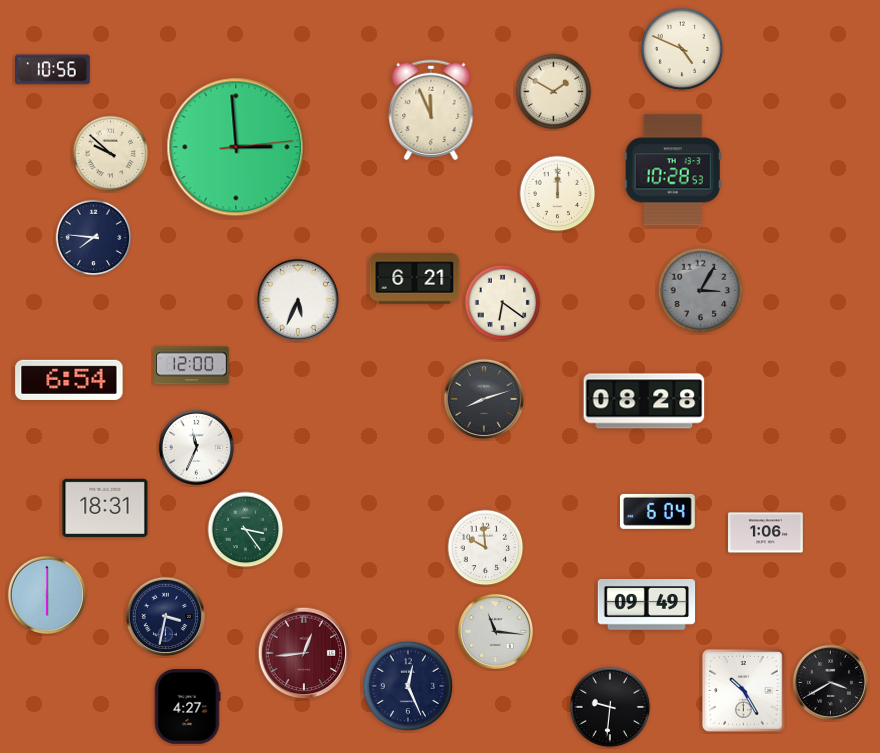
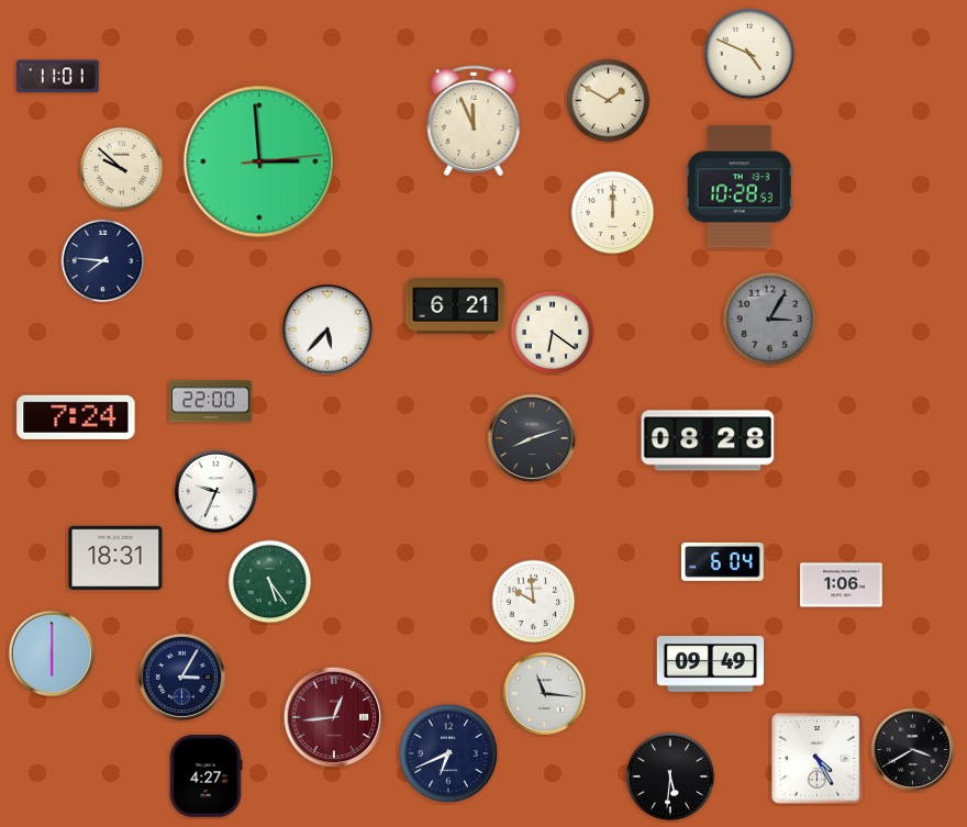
clock at (53, 70): 10:56 -> 11:01
clock at (297, 299): 5:34 -> 5:37
clock at (192, 366): 12:00 -> 22:00
clock at (69, 380): 6:54 -> 7:24
clock at (196, 447): 11:34 -> 9:34
clock at (246, 530): 3:24 -> 5:24
clock at (165, 616): 3:32 -> 3:05
clock at (408, 686): 12:26 -> 6:41
clock at (744, 691): 10:25 -> 4:25
clock at (610, 707): 9:31 -> 5:31
